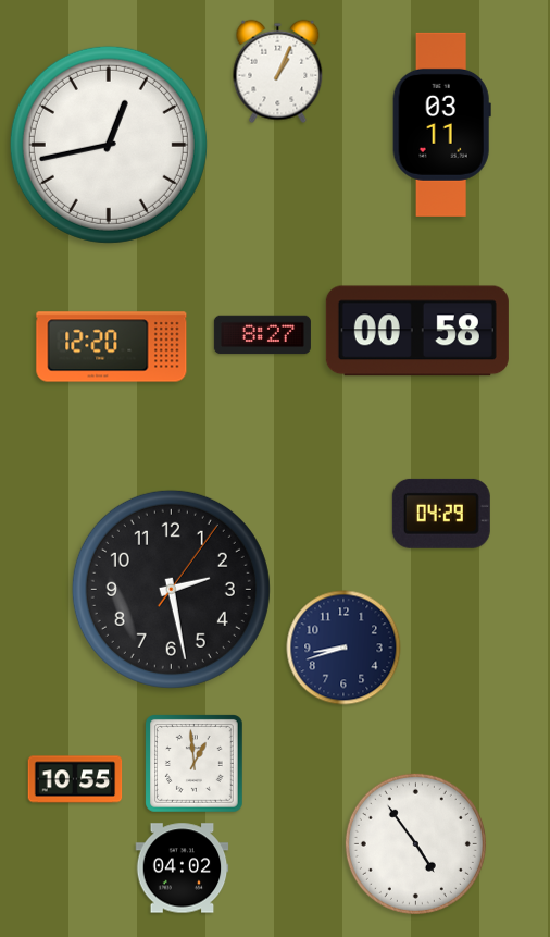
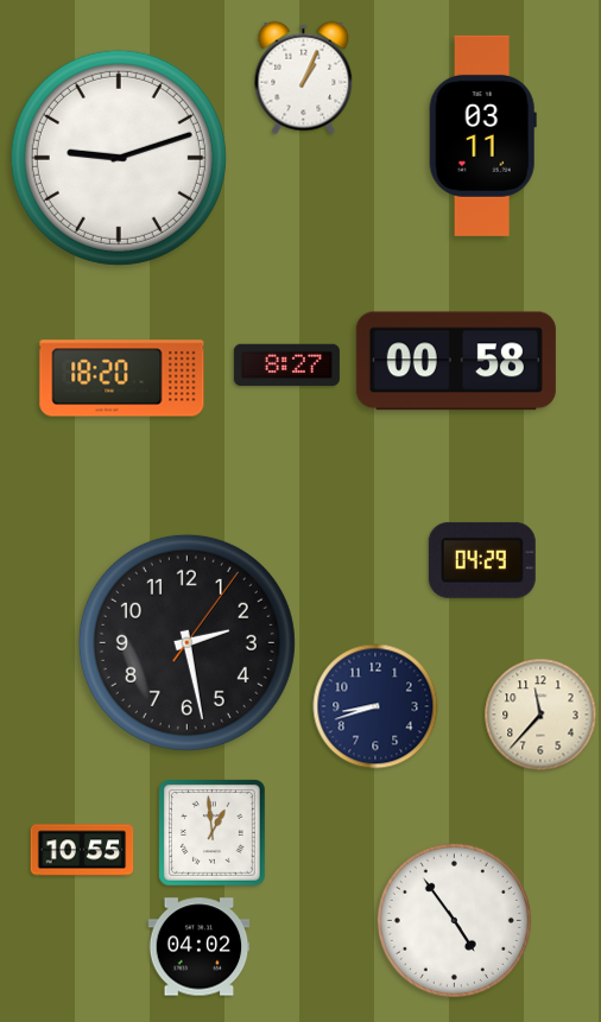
clock at (109, 145): 12:43 -> 9:12
clock at (112, 347): 12:20 -> 18:20
clock at (540, 715): none -> 11:37
